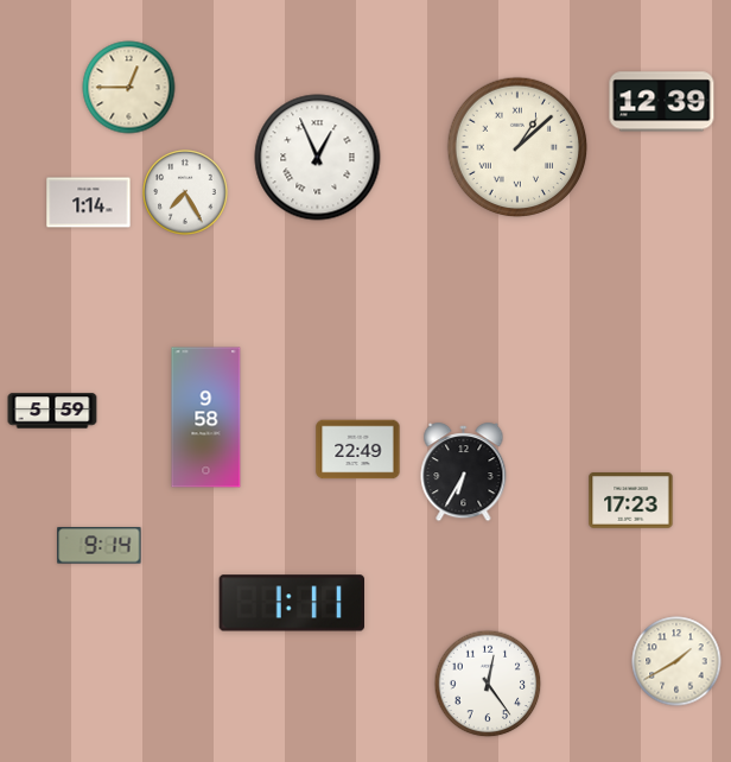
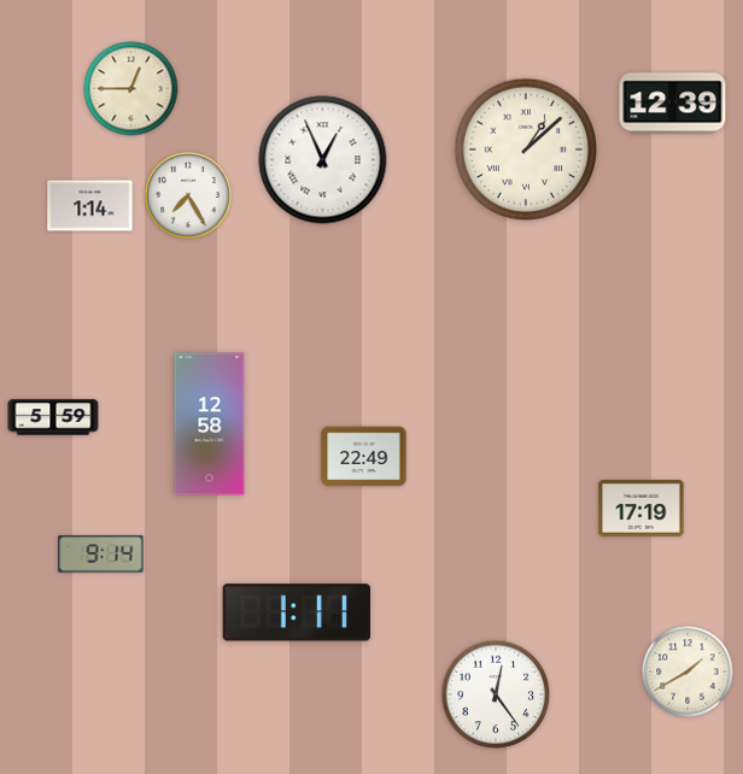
clock at (206, 418): 9:58 -> 12:58
clock at (464, 474): 6:35 -> none
clock at (631, 501): 17:23 -> 17:19
